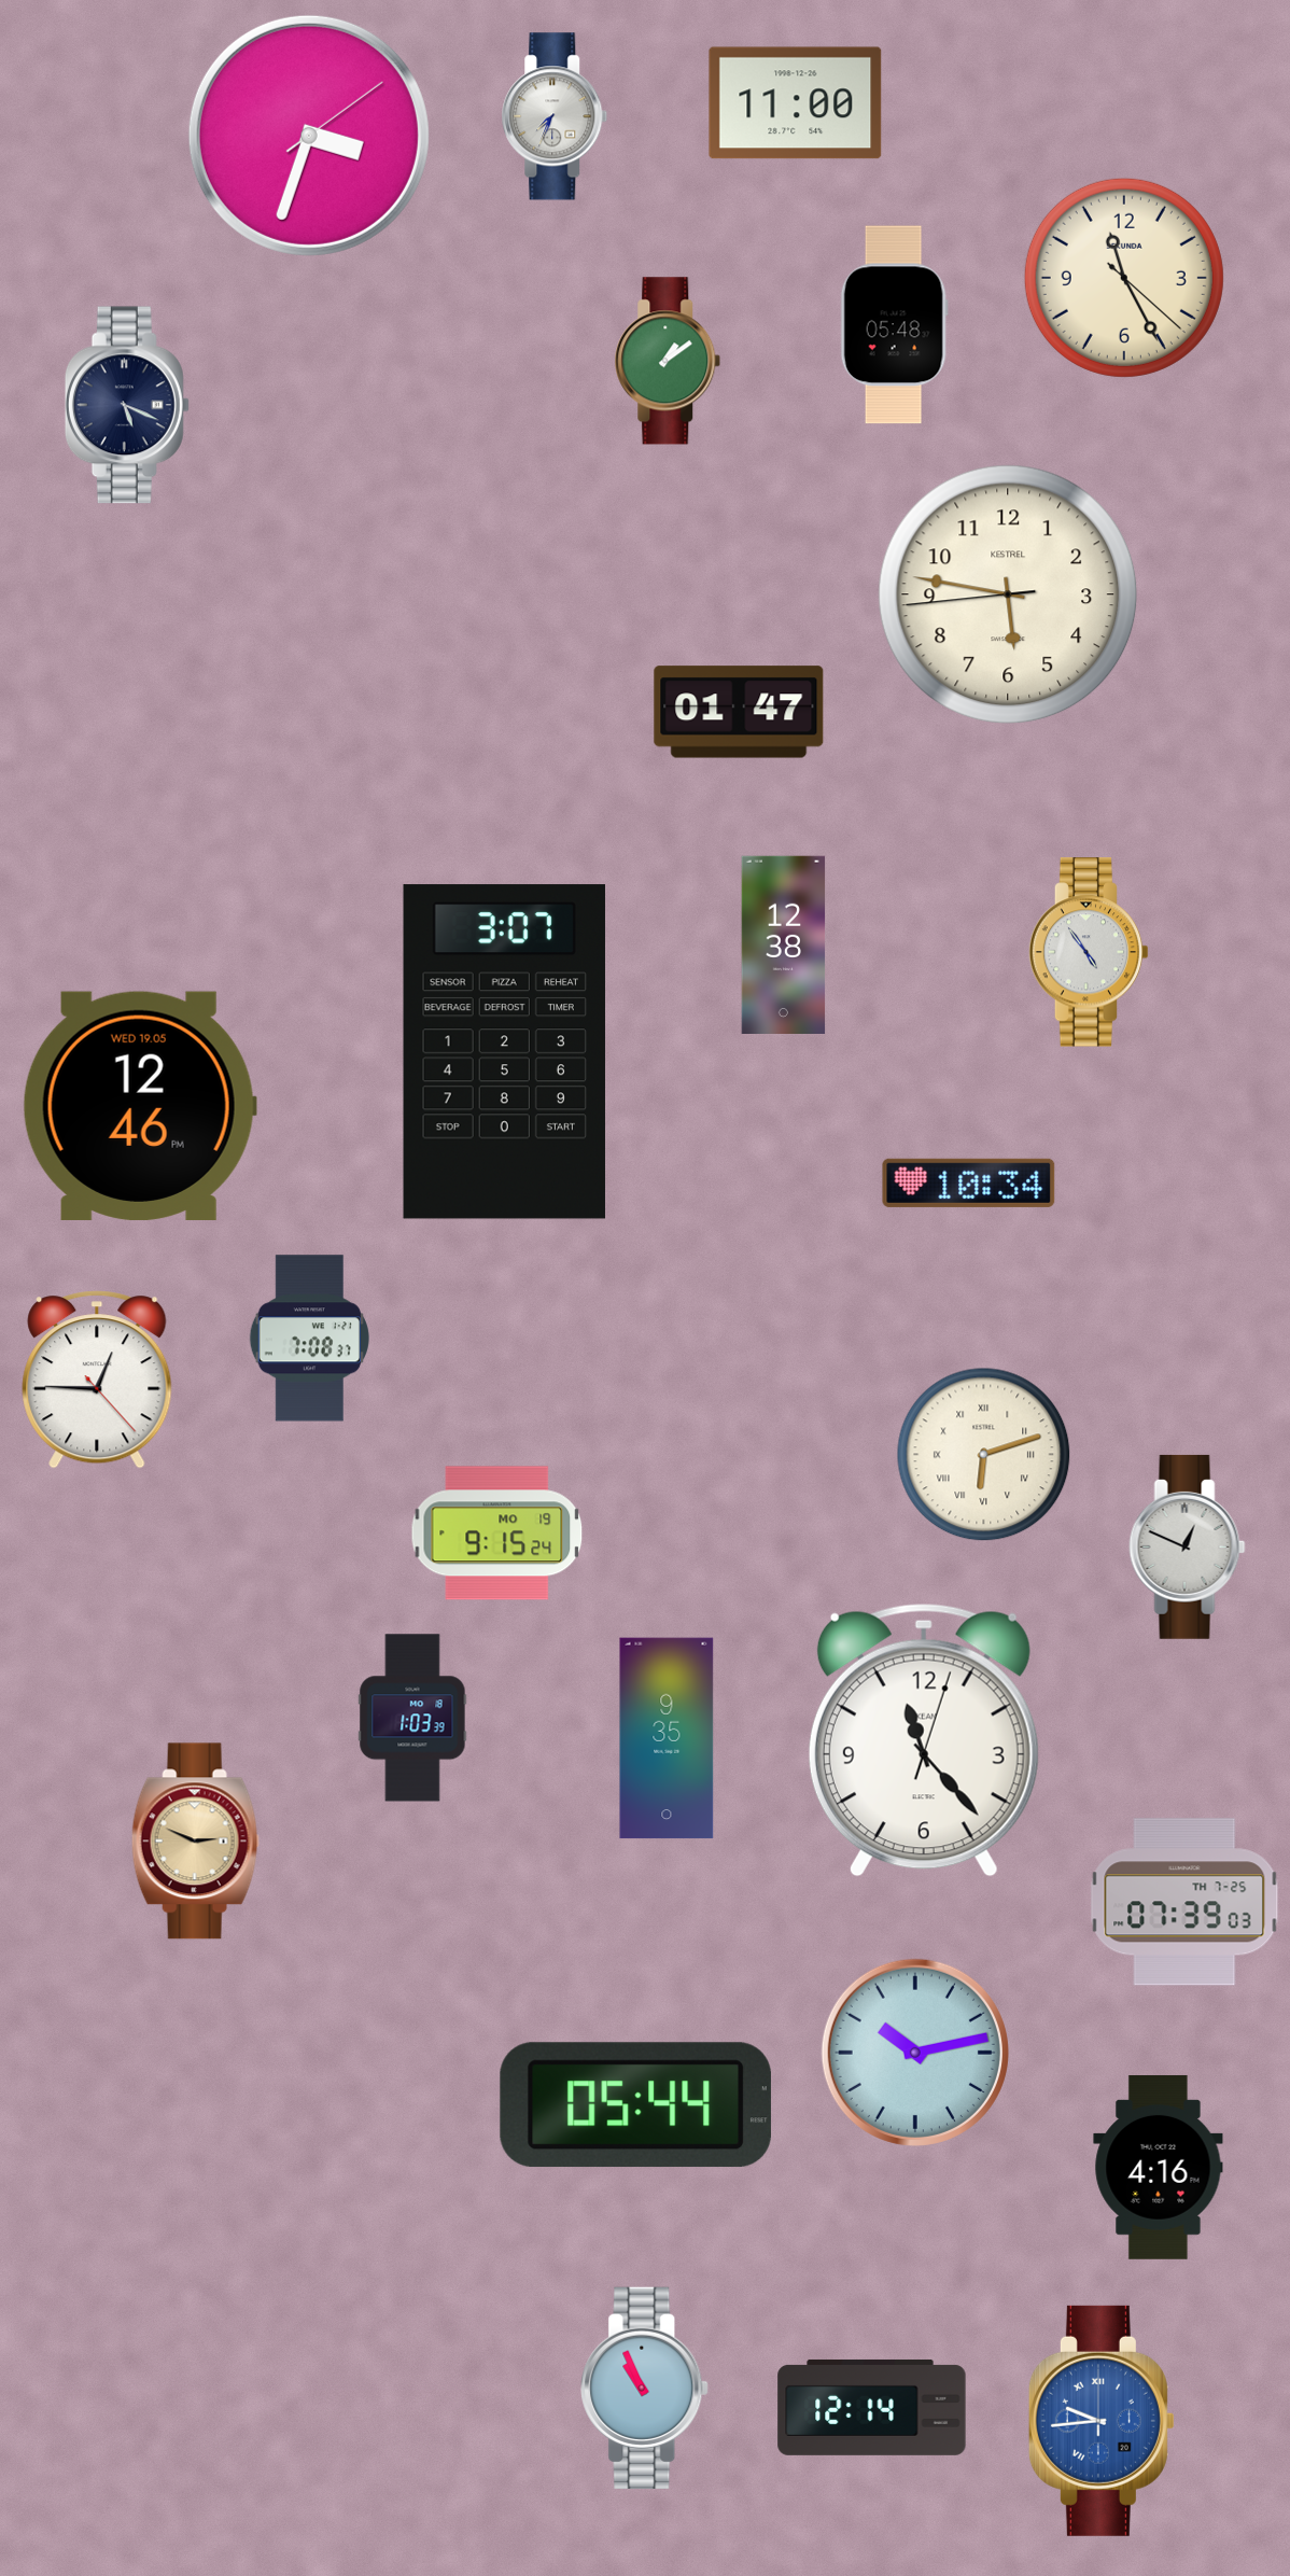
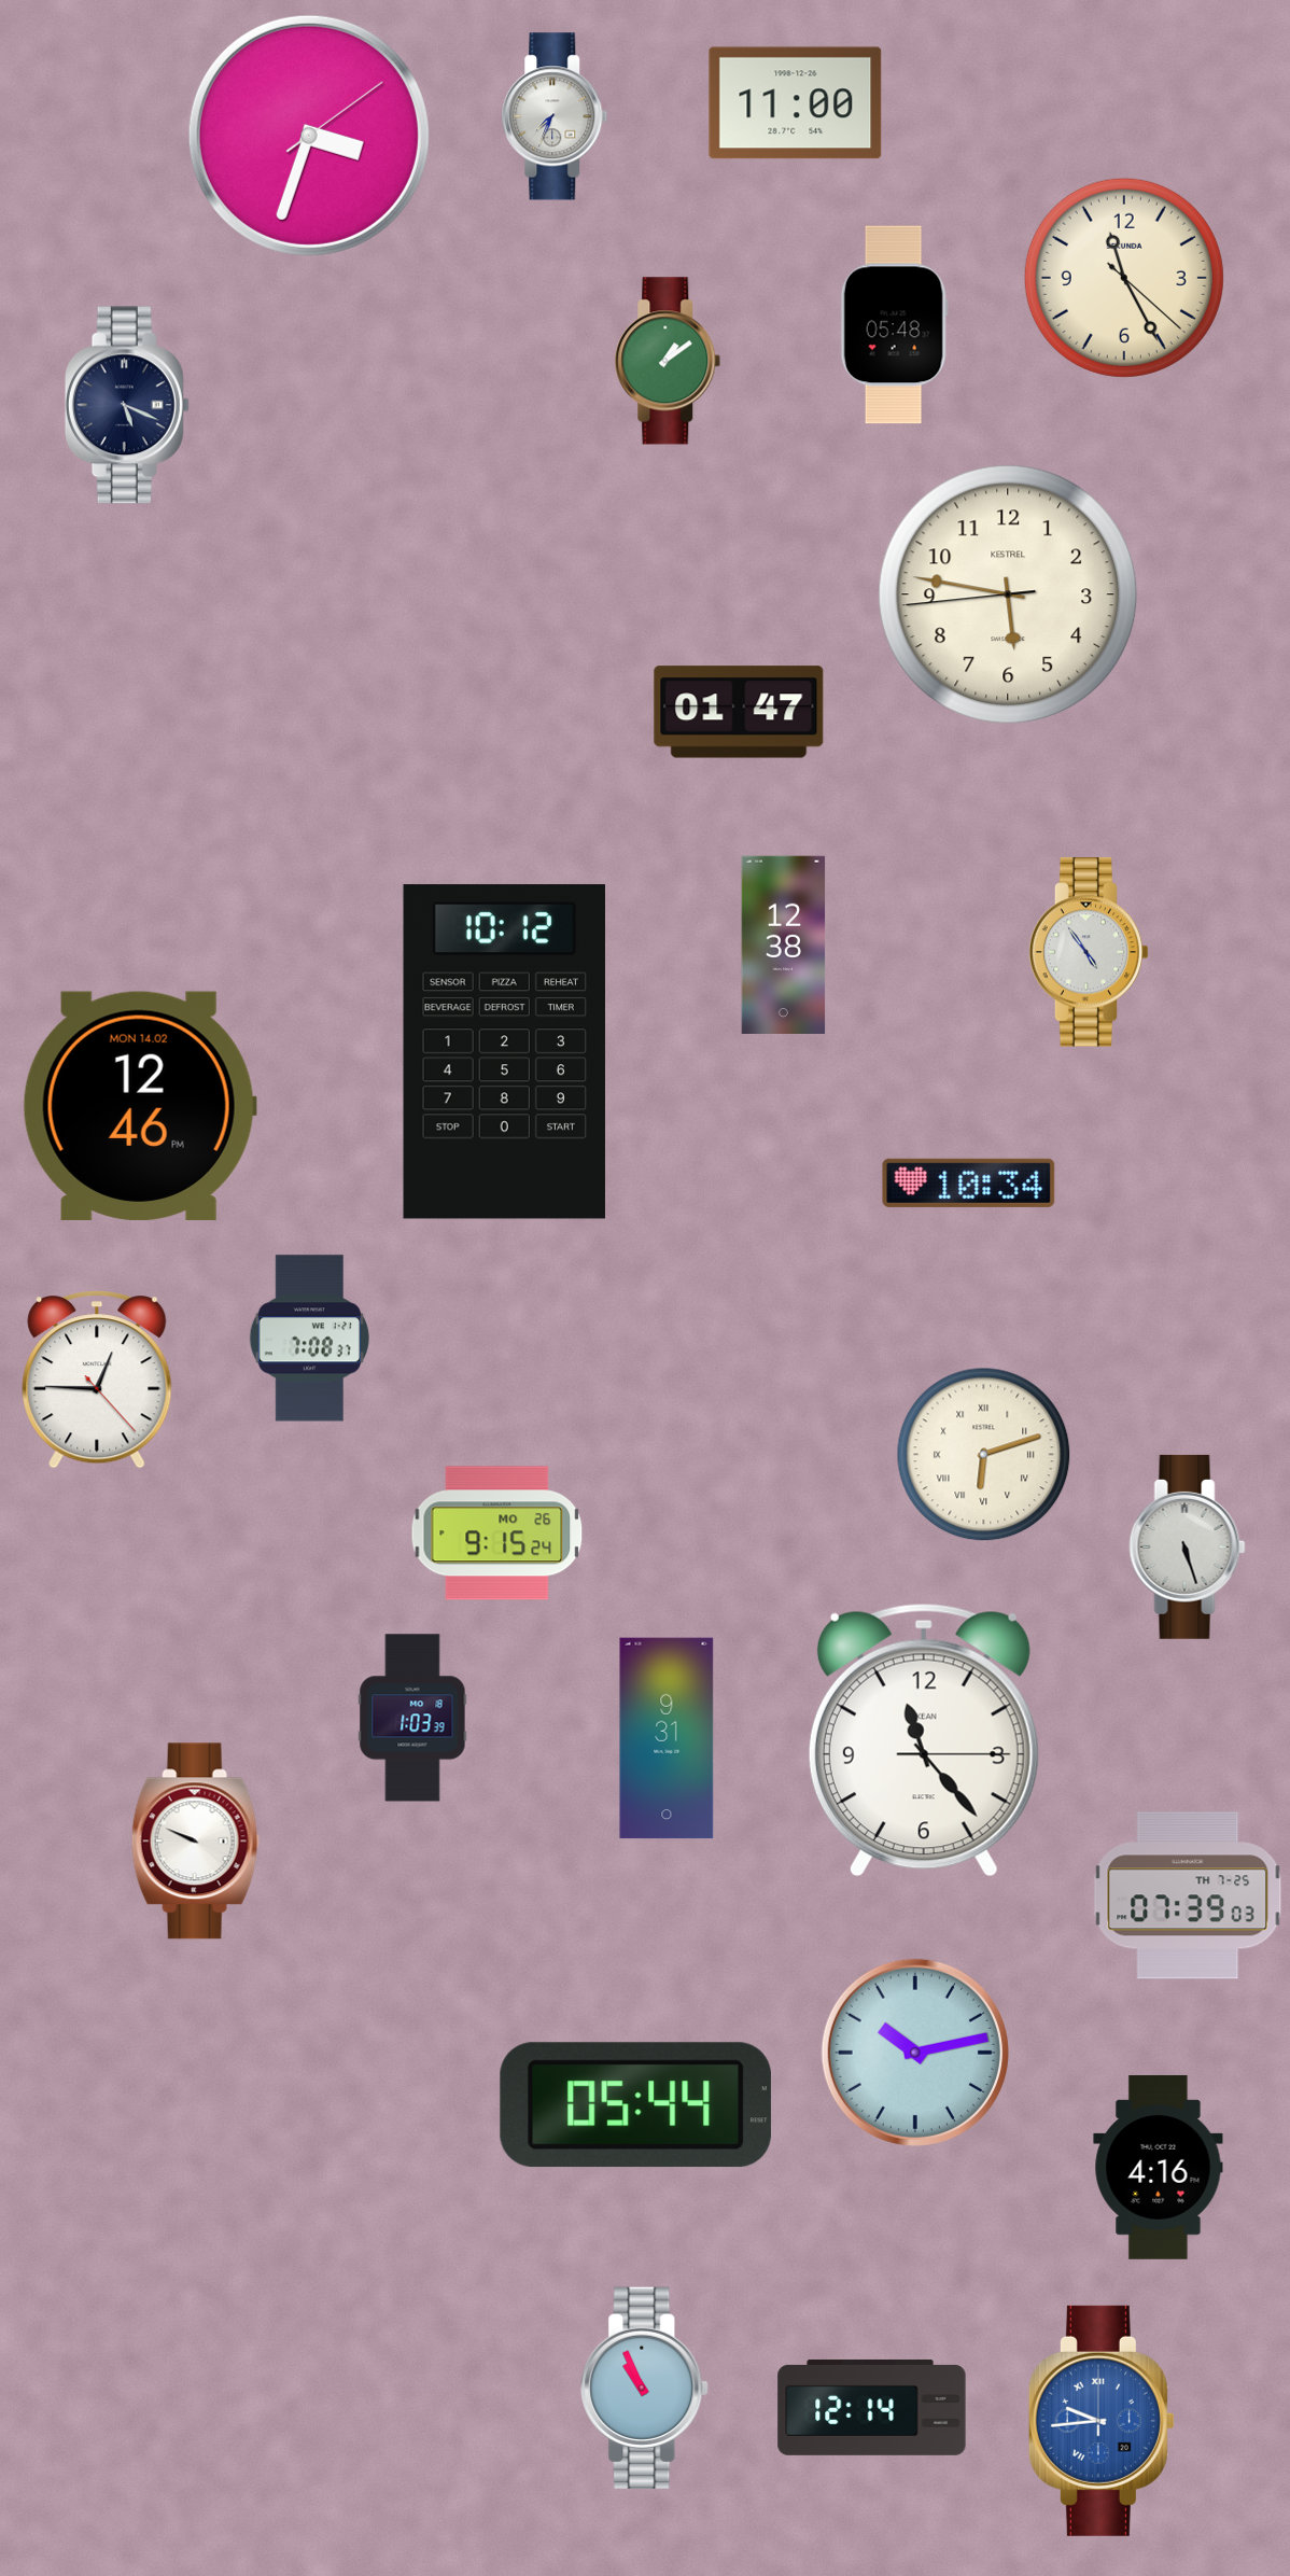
clock at (504, 1052): 3:07 -> 10:12
clock at (140, 1106) date: WED 19.05 -> MON 14.02
clock at (497, 1534) date: MO 19 -> MO 26
clock at (1188, 1546): 12:49 -> 5:27
clock at (667, 1738): 9:35 -> 9:31
clock at (924, 1740): 11:23:03 -> 11:23:15
clock at (195, 1842): 2:49 -> 9:49
clock at (195, 1842) dial: champagne -> white
clock at (1184, 1902) position: (1184, 1902) -> (1188, 1895)
